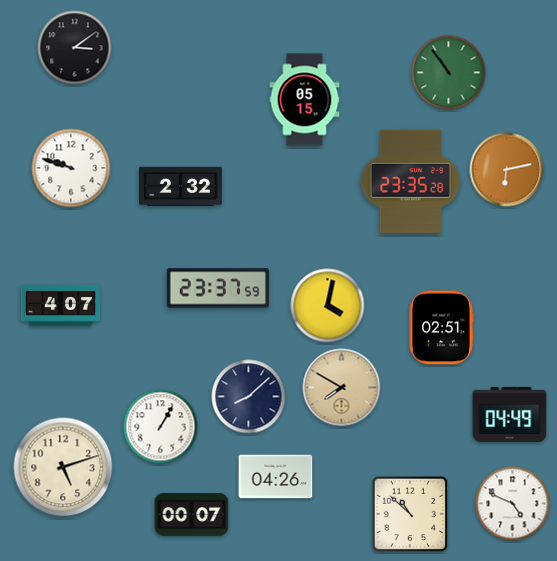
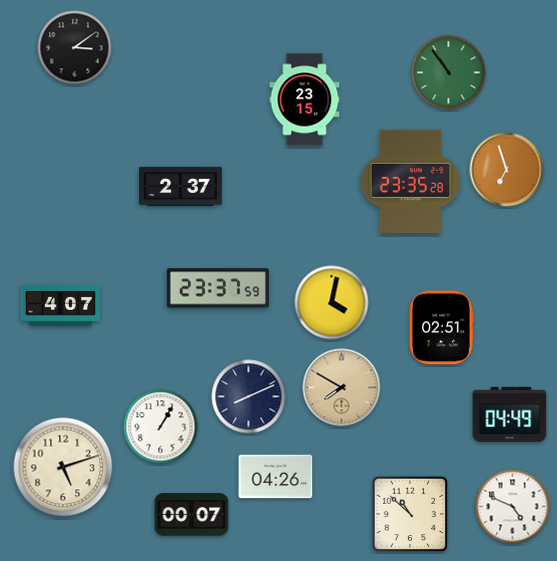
clock at (305, 100): 05:15 -> 23:15
clock at (71, 168): 9:48 -> none
clock at (507, 170): 6:13 -> 6:57
clock at (181, 186): 2:32 -> 2:37
clock at (328, 306) position: (328, 306) -> (332, 303)
clock at (249, 397): 8:08 -> 8:11
clock at (513, 504) position: (513, 504) -> (513, 507)
